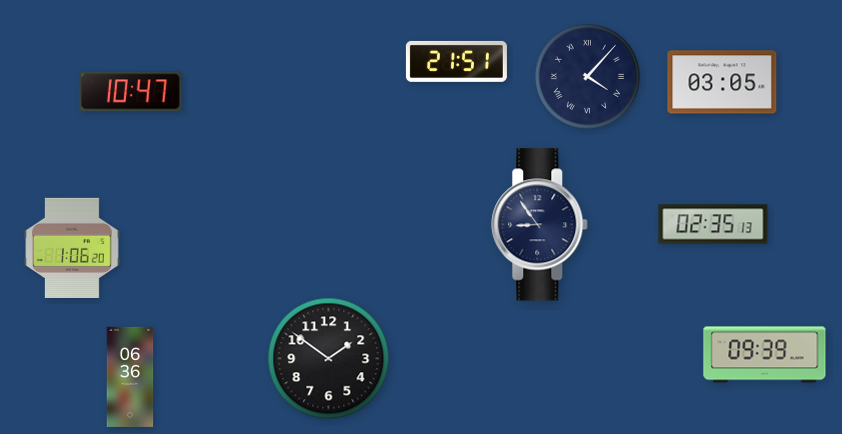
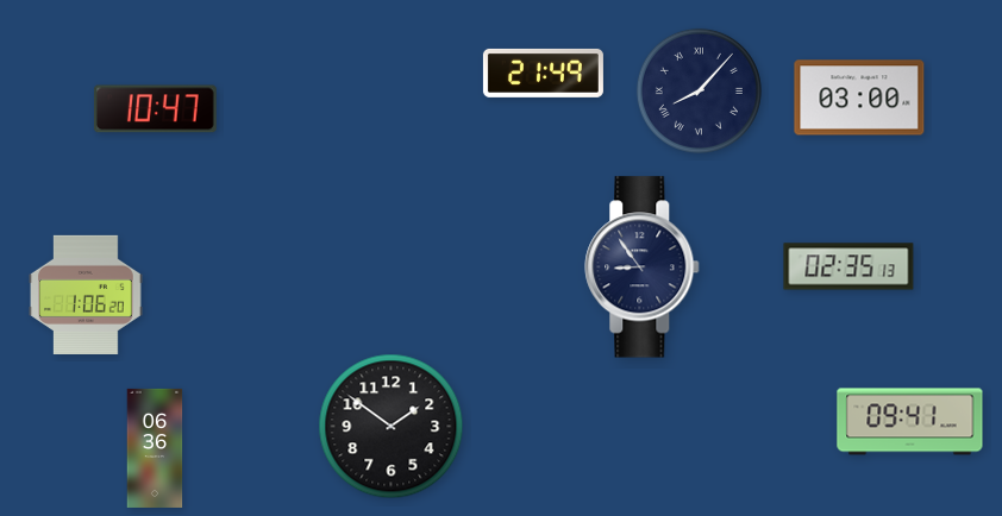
clock at (456, 61): 21:51 -> 21:49
clock at (587, 76): 4:07 -> 8:07
clock at (722, 82): 03:05 -> 03:00
clock at (765, 355): 09:39 -> 09:41
